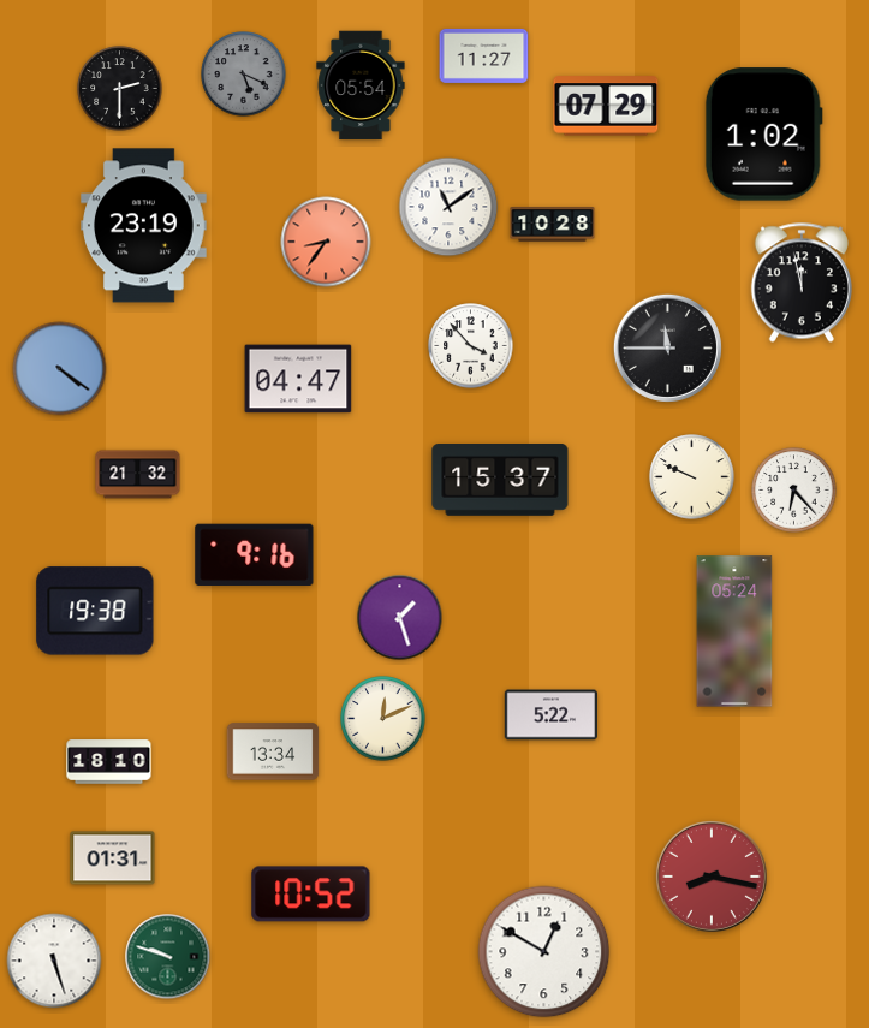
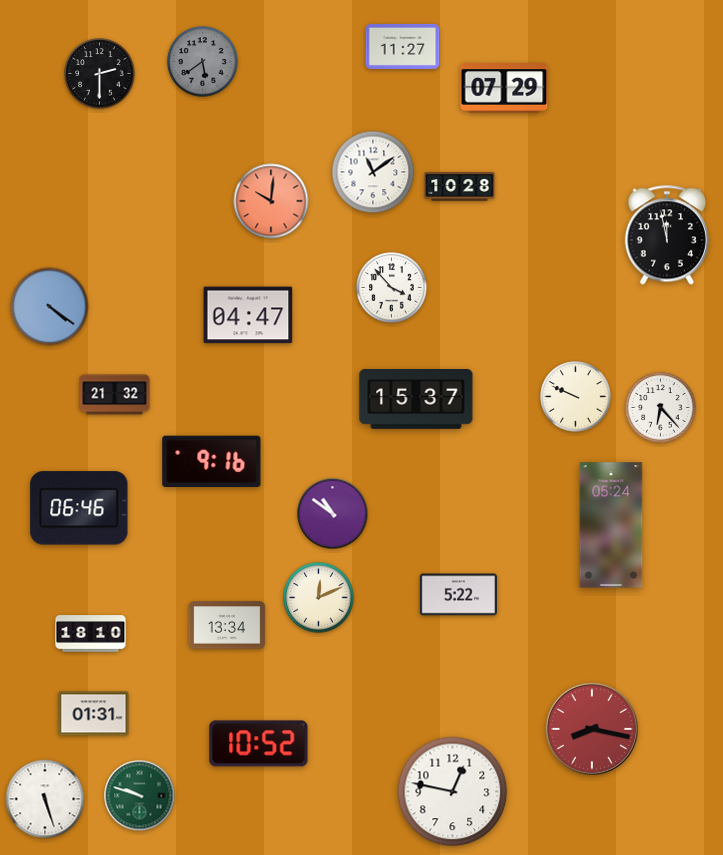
clock at (244, 75): 5:19 -> 5:39
clock at (361, 85): 05:54 -> none
clock at (763, 135): 1:02 -> none
clock at (144, 226): 23:19 -> none
clock at (326, 242): 8:36 -> 10:01
clock at (667, 347): 11:45 -> none
clock at (95, 611): 19:38 -> 06:46
clock at (400, 618): 1:27 -> 10:51
clock at (544, 952): 12:50 -> 12:47
